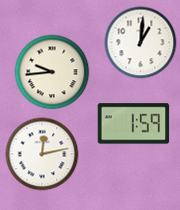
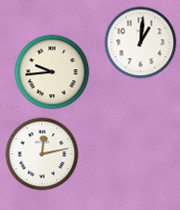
clock at (134, 124): 1:59 -> none
